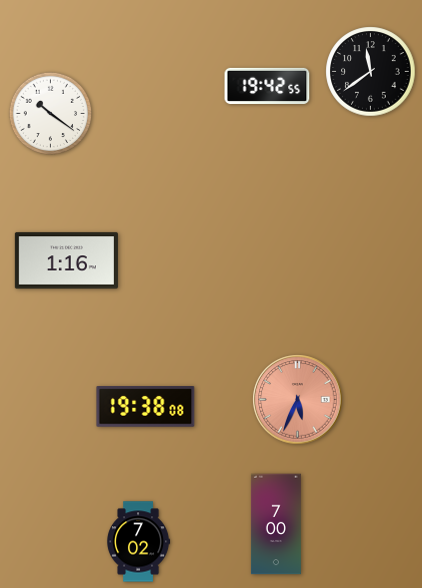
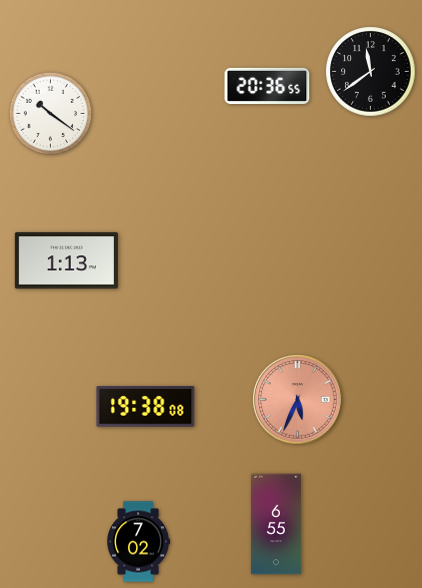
clock at (267, 86): 19:42 -> 20:36
clock at (66, 261): 1:16 -> 1:13
clock at (276, 524): 7:00 -> 6:55
